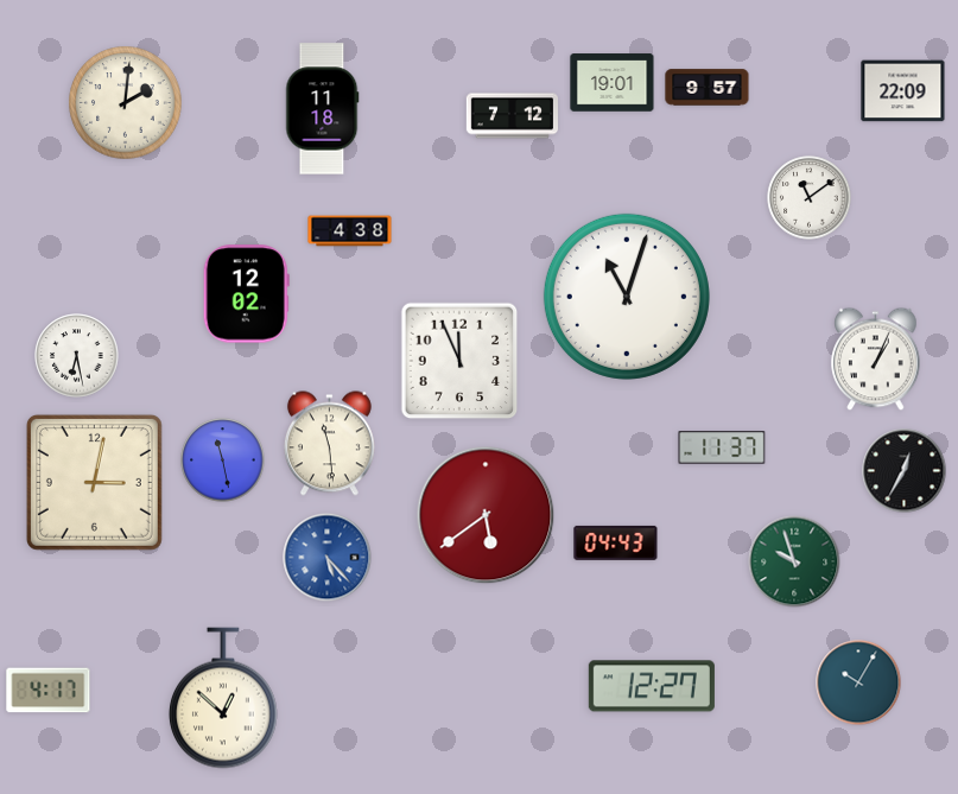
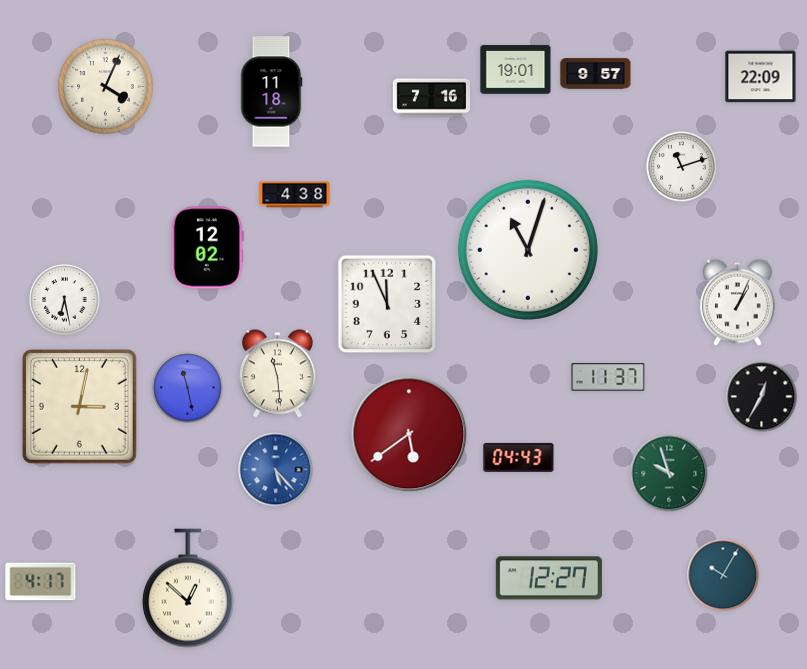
clock at (126, 103): 2:01 -> 4:04
clock at (512, 116): 7:12 -> 7:16
clock at (810, 198): 11:09 -> 11:12
